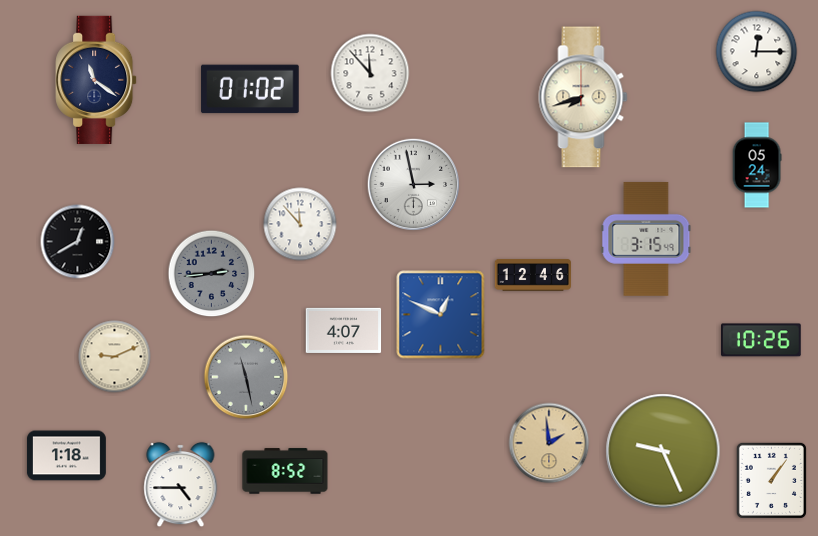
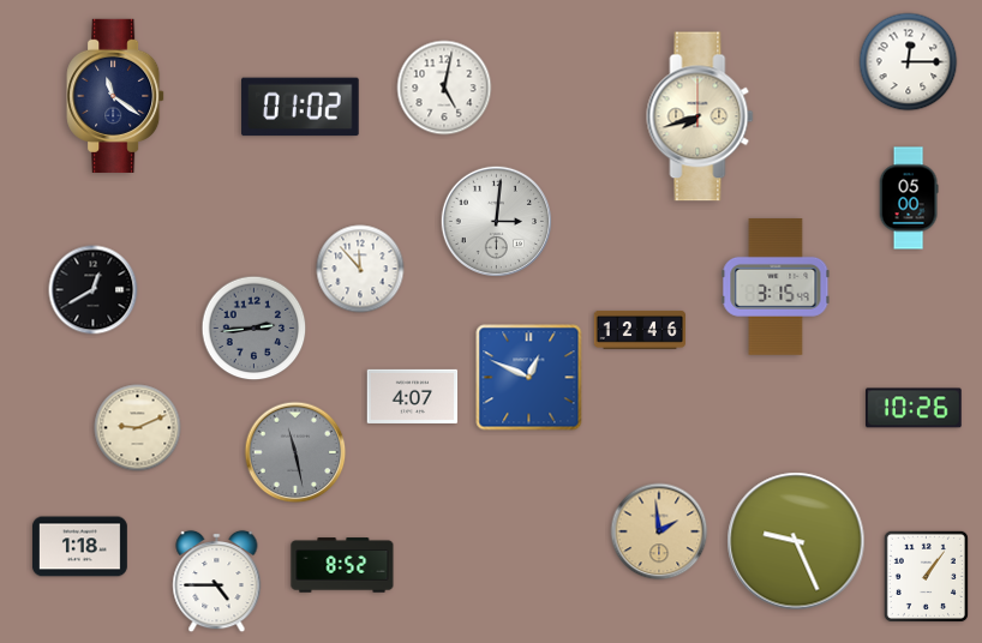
clock at (370, 73): 11:53 -> 5:02
clock at (757, 165): 05:24 -> 05:00
clock at (413, 184): 2:58 -> 3:01
